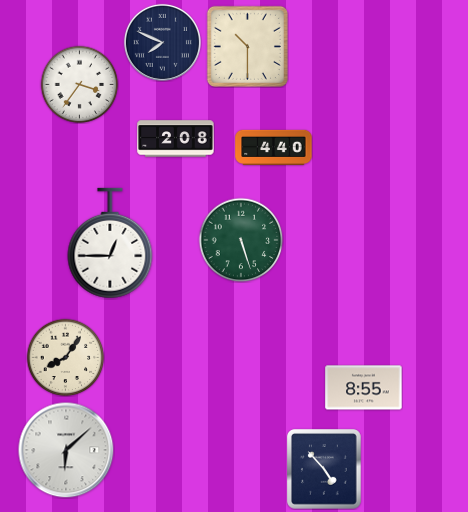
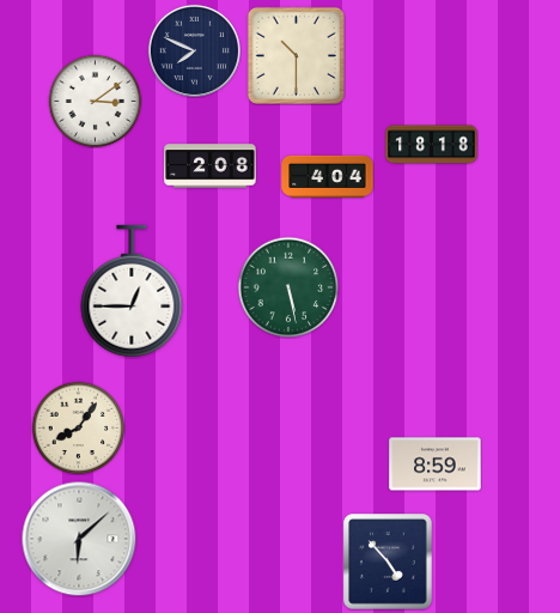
clock at (79, 84): 3:36 -> 3:09
clock at (432, 145): none -> 18:18
clock at (274, 147): 4:40 -> 4:04
clock at (241, 240): 5:27 -> 5:28
clock at (364, 388): 8:55 -> 8:59
